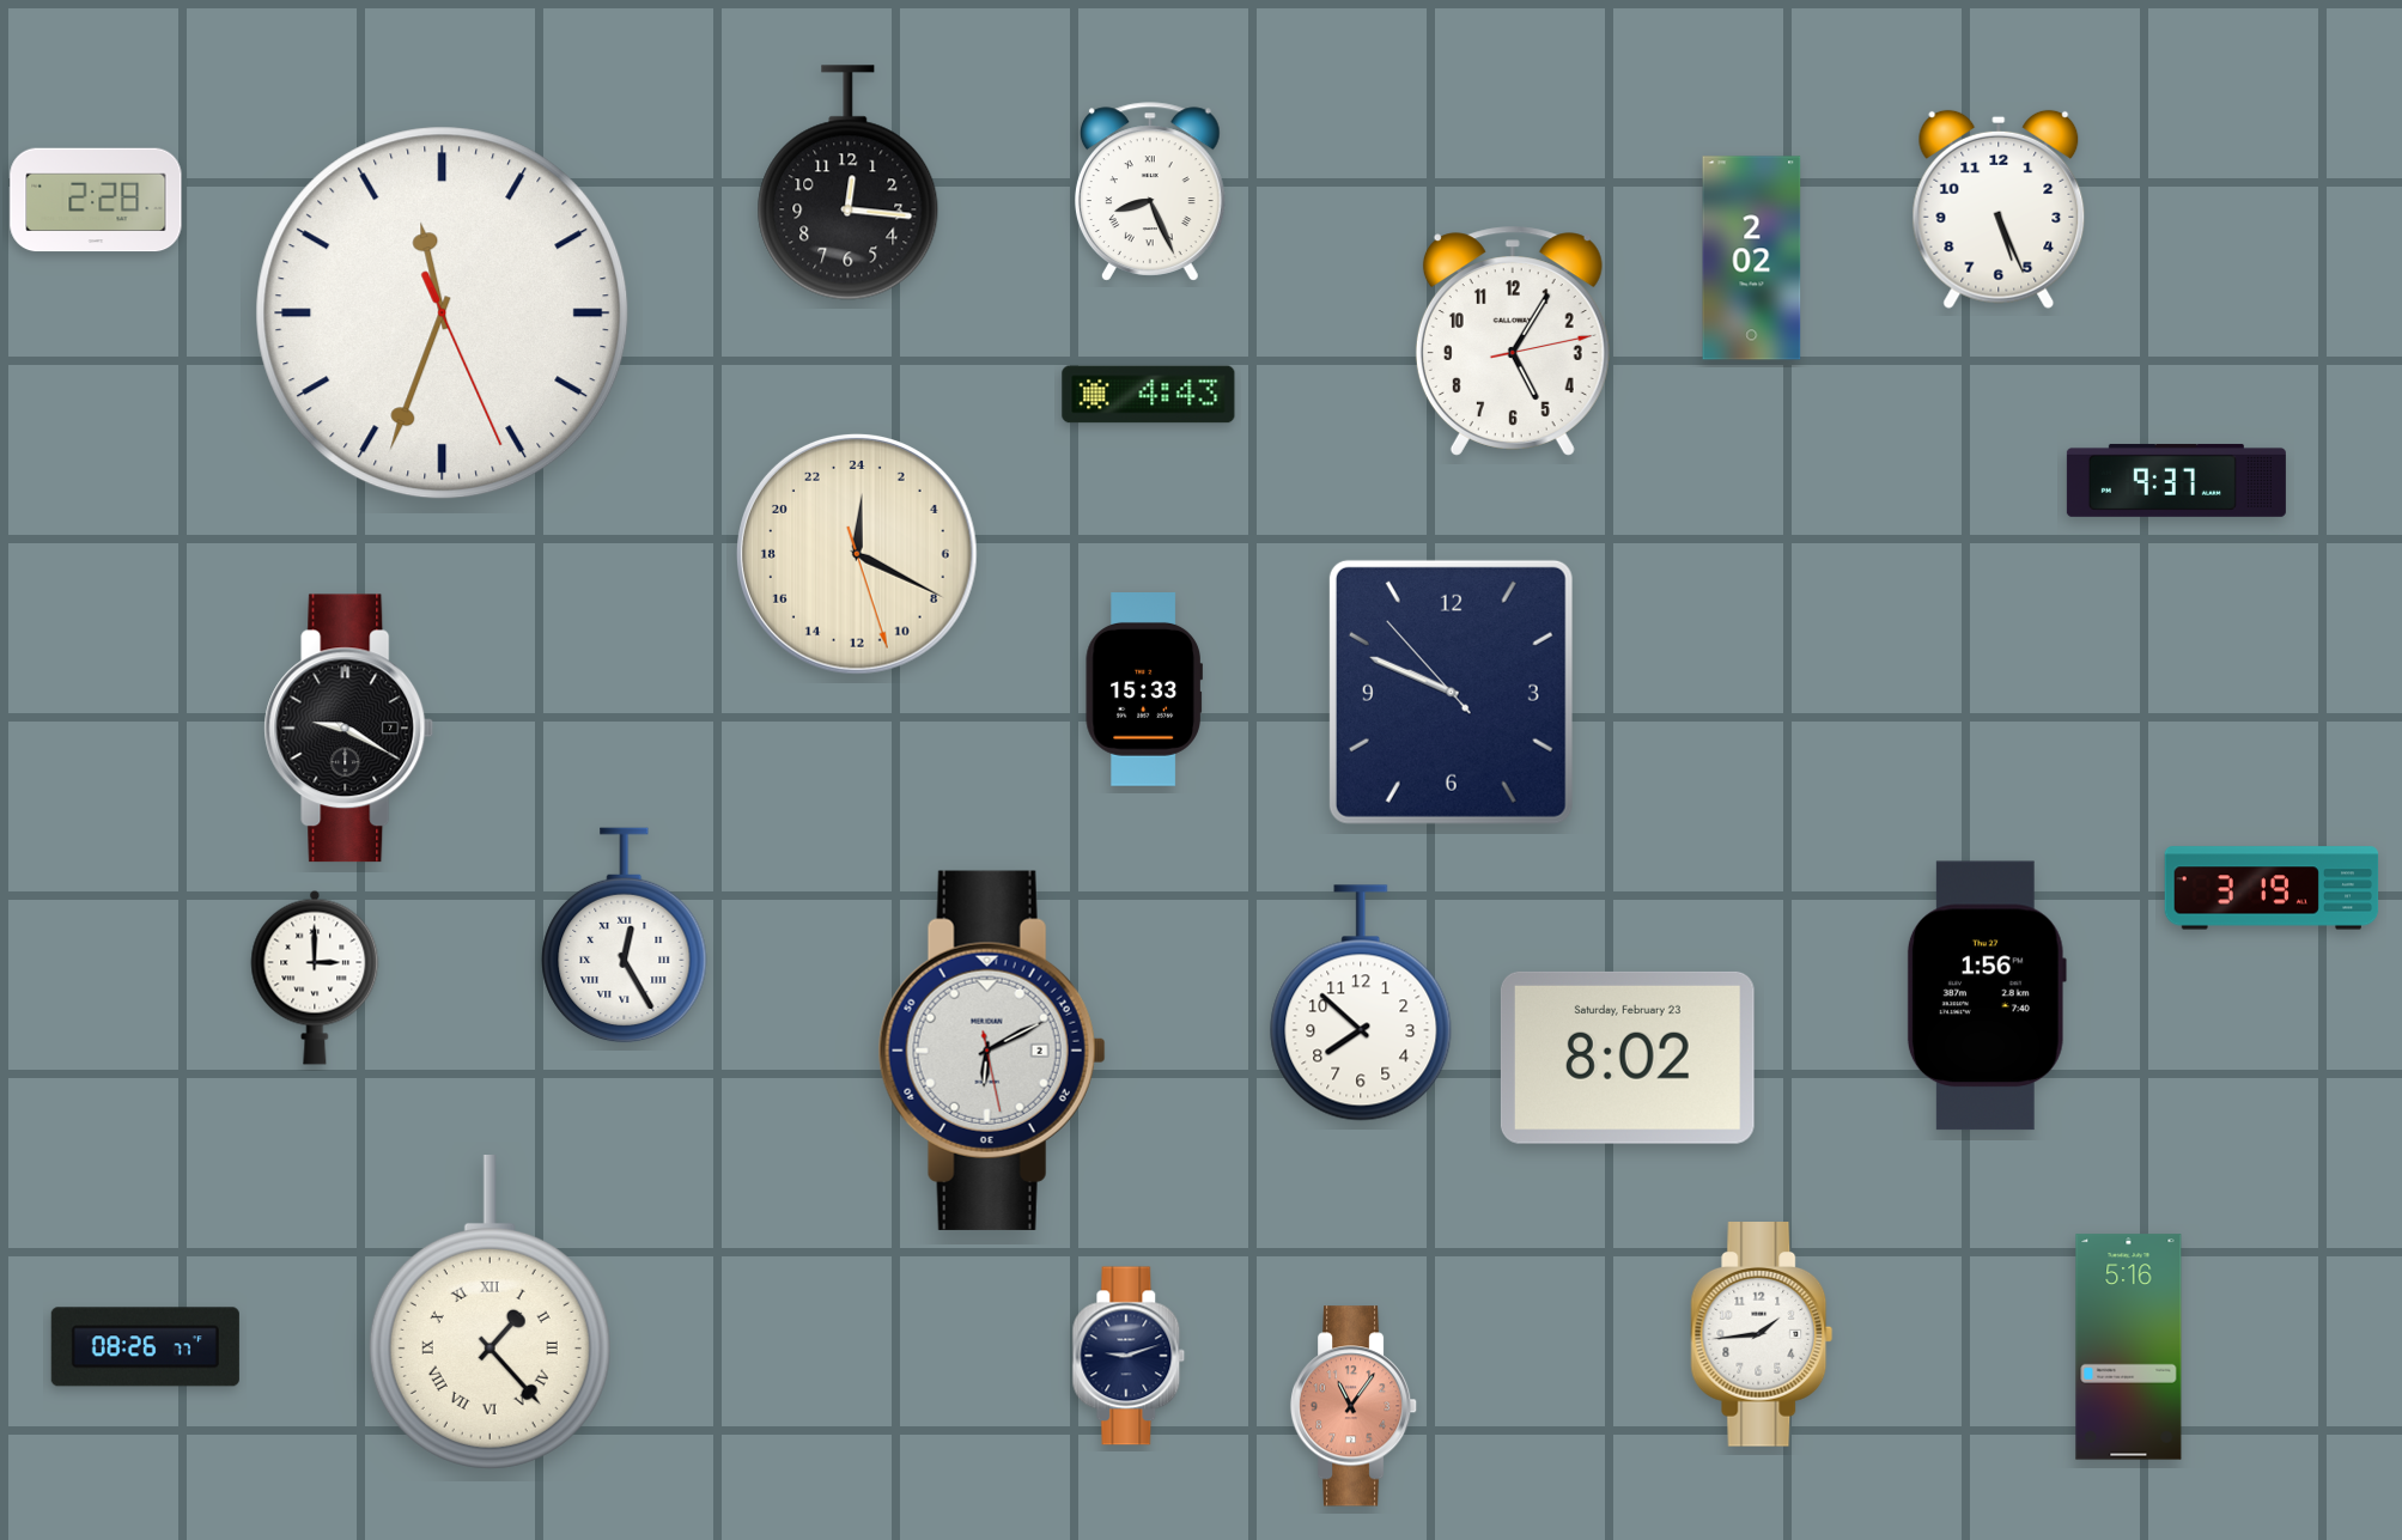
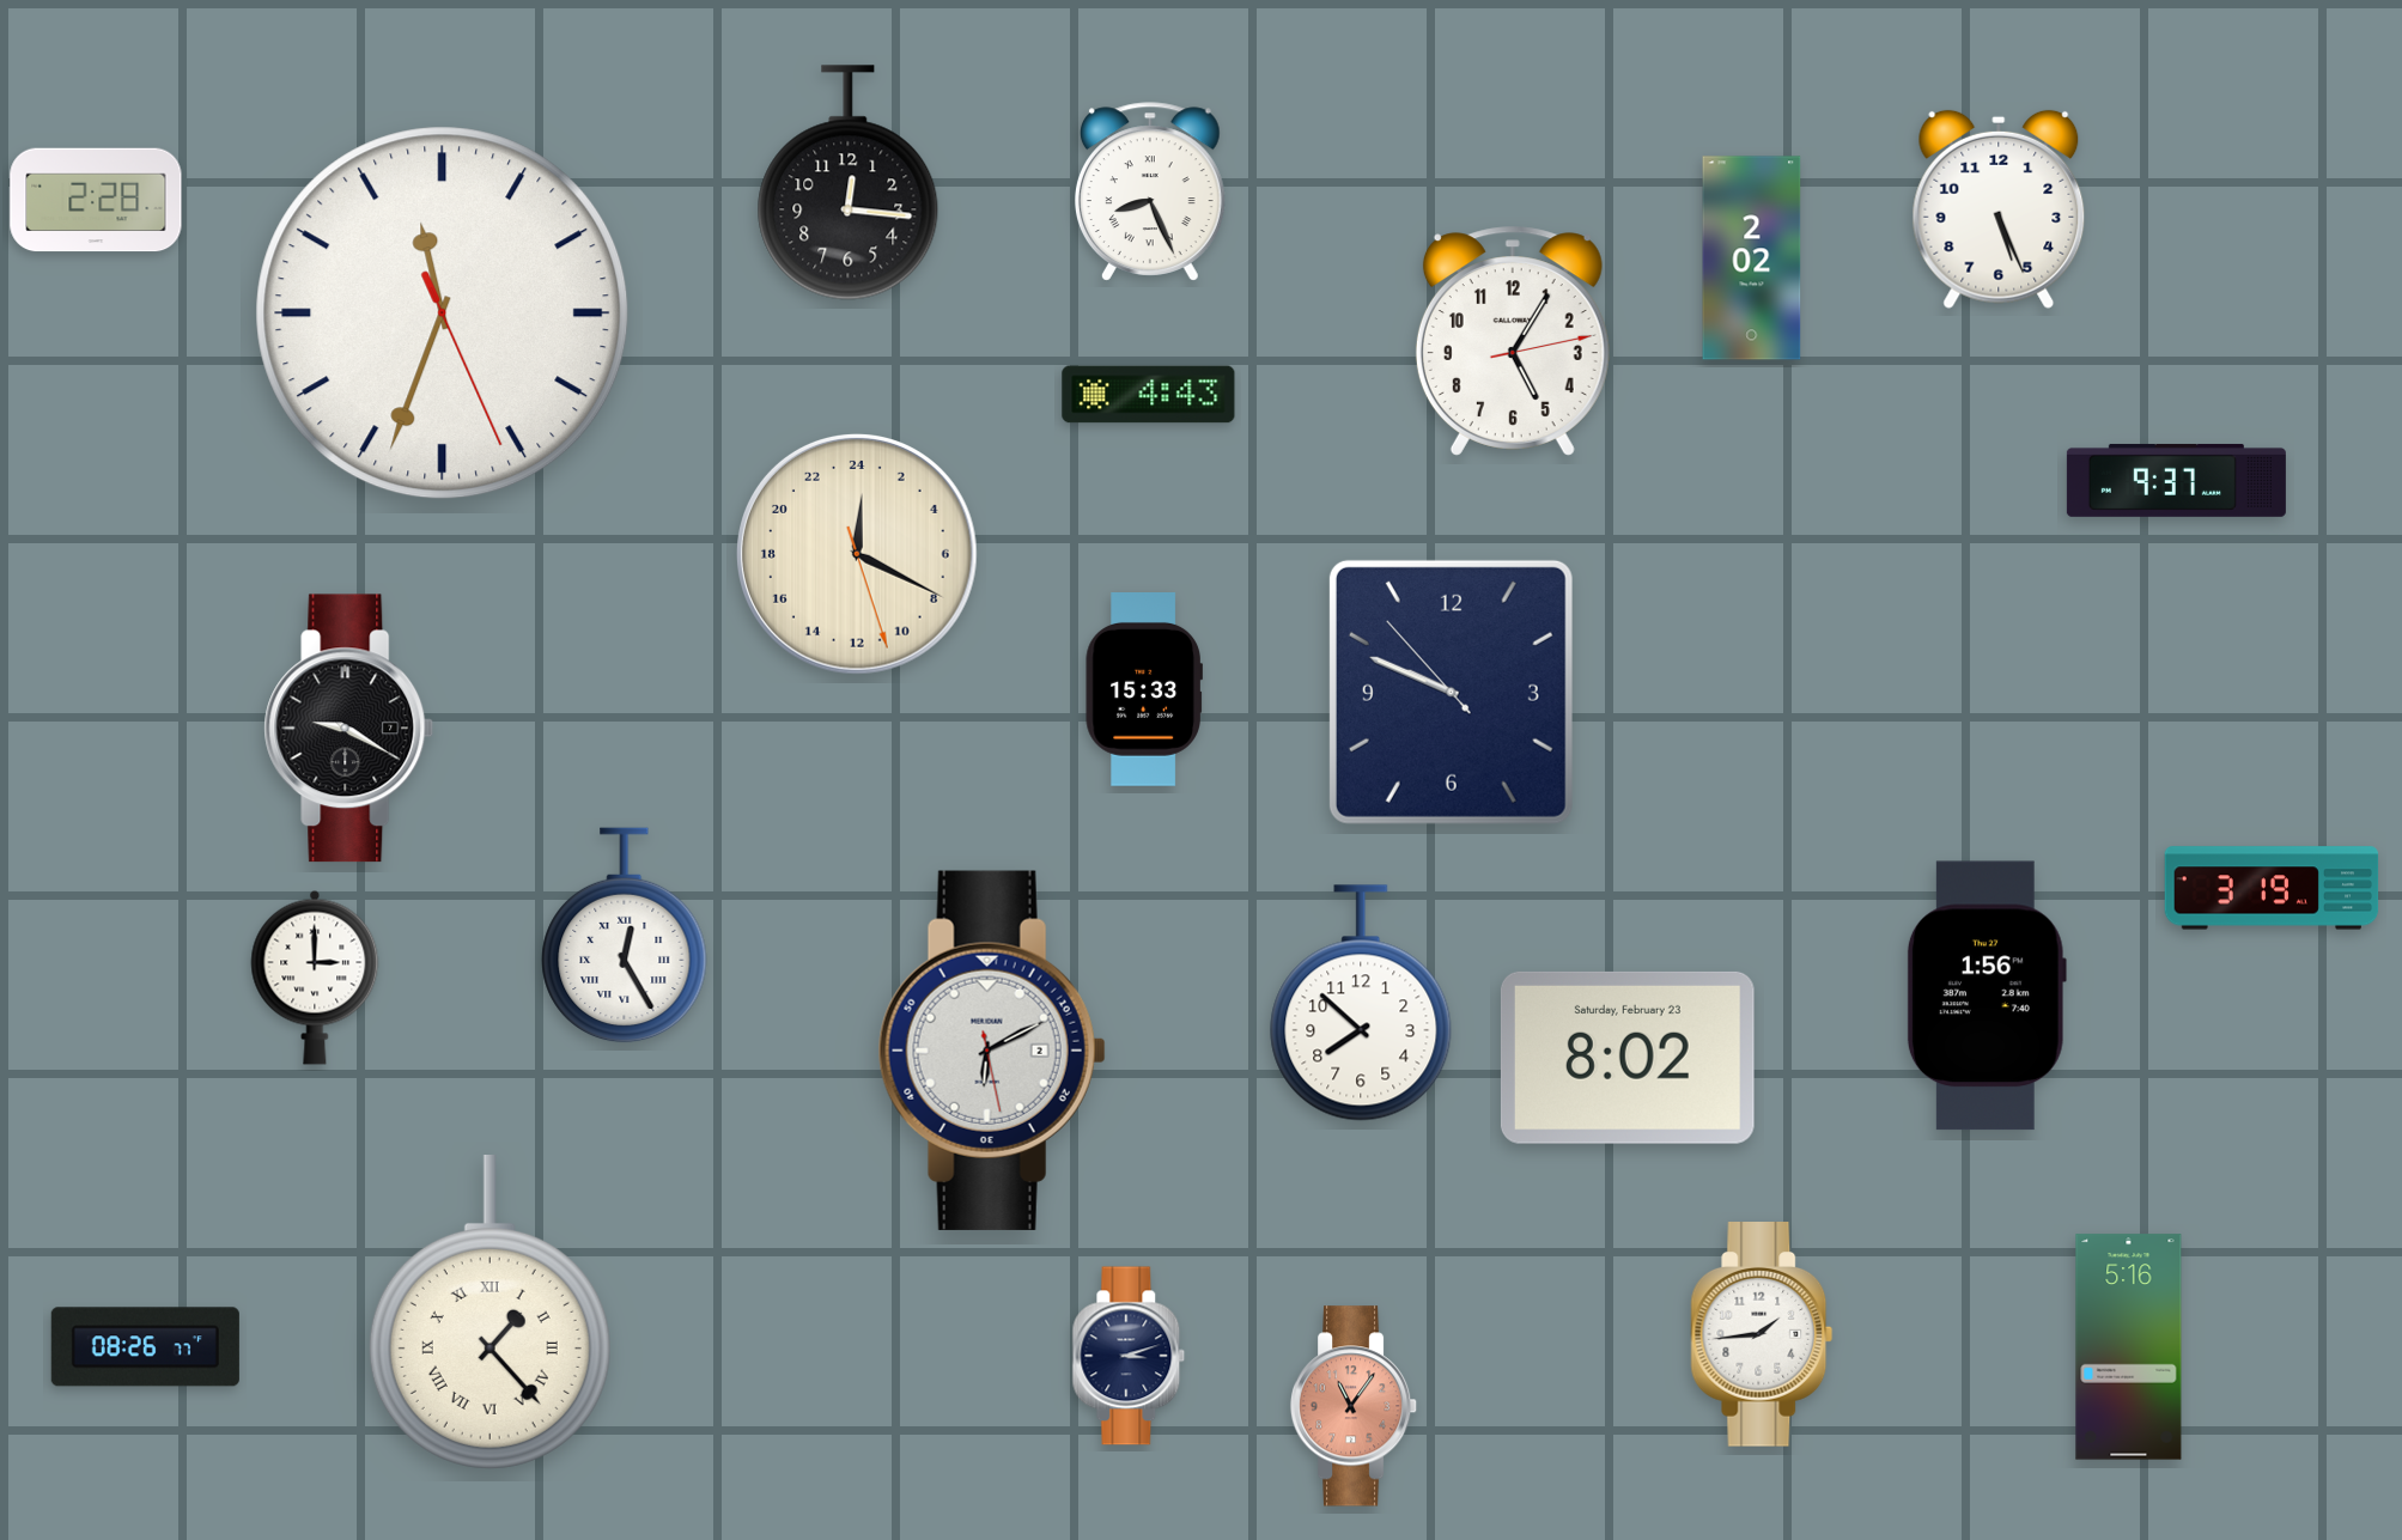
clock at (1129, 1356): 9:12 -> 3:12
